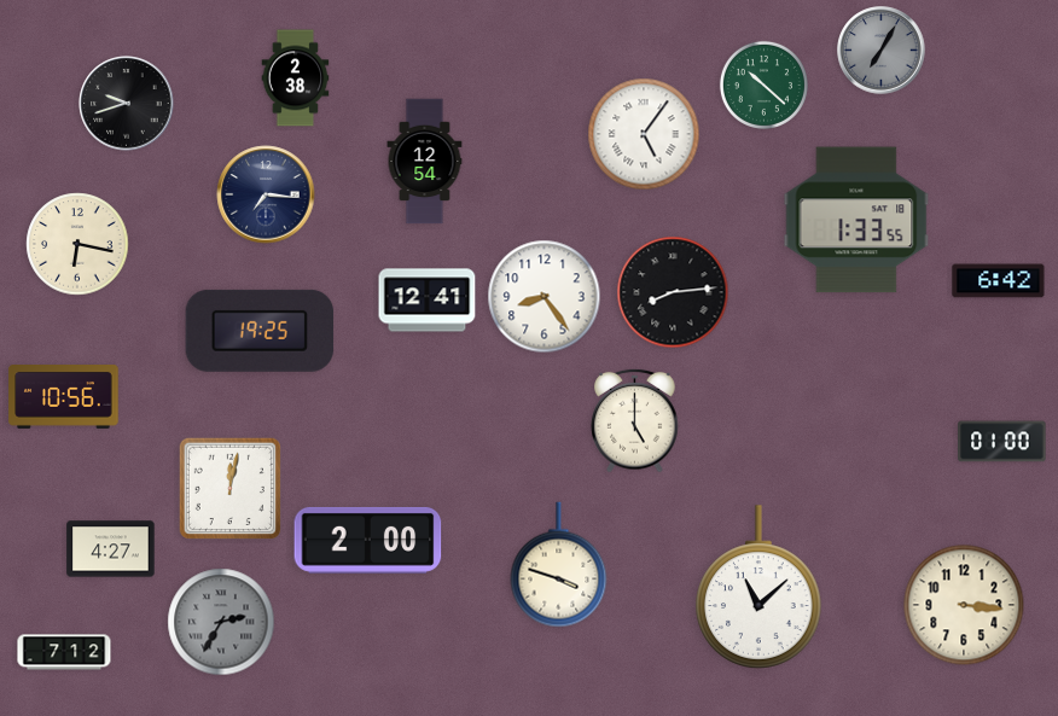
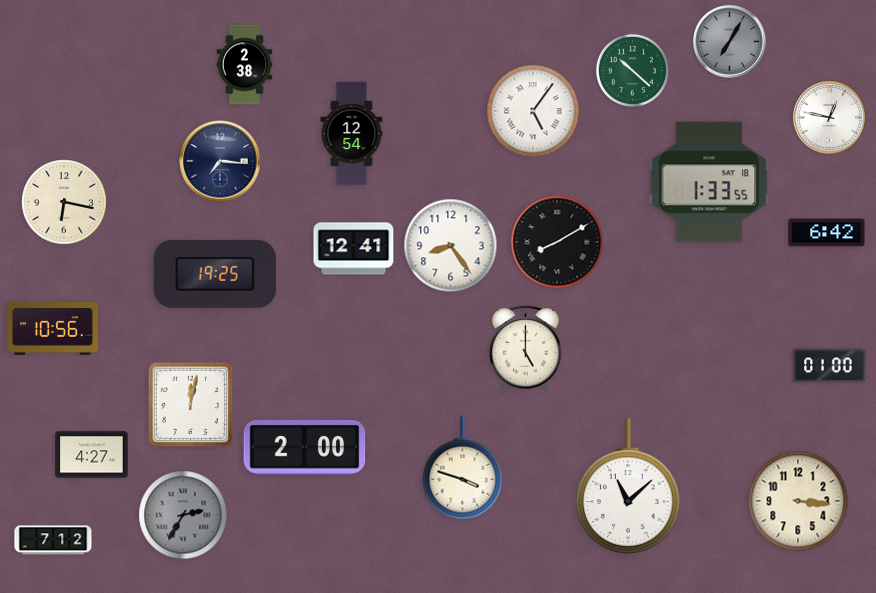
clock at (127, 104): 9:42 -> none
clock at (830, 118): none -> 12:47
clock at (673, 292): 8:14 -> 8:10
